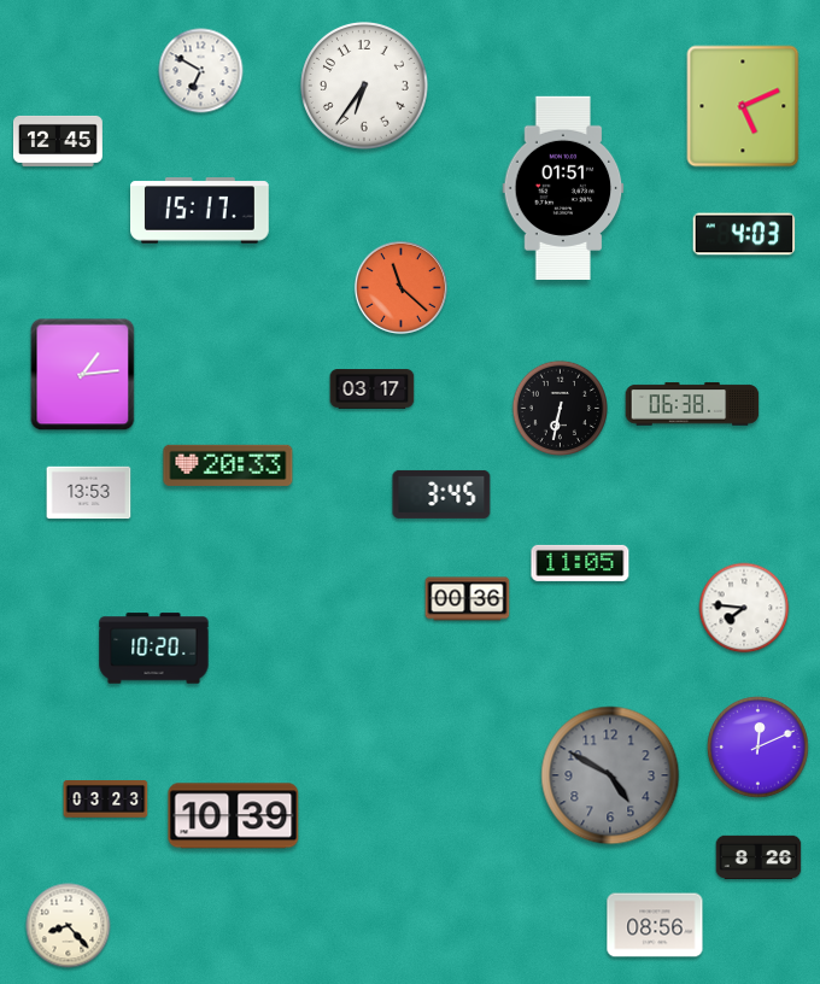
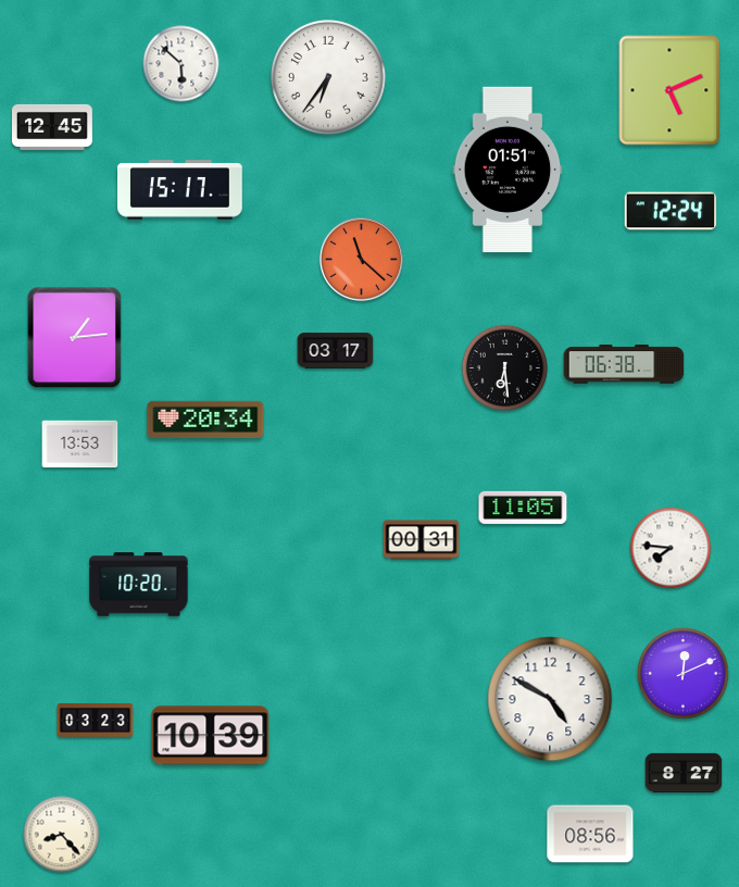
clock at (201, 71): 6:50 -> 5:52
clock at (743, 106) position: (743, 106) -> (669, 90)
clock at (744, 234): 4:03 -> 12:24
clock at (560, 408): 6:32 -> 6:29
clock at (228, 465): 20:33 -> 20:34
clock at (441, 494): 3:45 -> none
clock at (468, 599): 00:36 -> 00:31
clock at (610, 775) dial: grey -> white
clock at (758, 857): 8:26 -> 8:27
